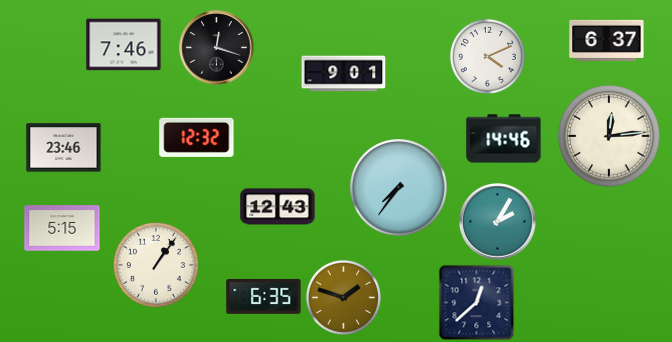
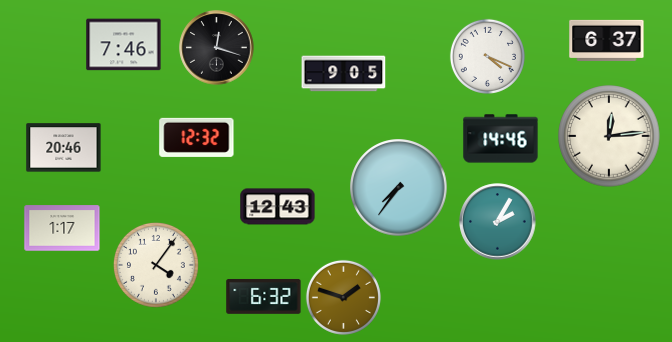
clock at (487, 56): 4:11 -> 4:19
clock at (344, 74): 9:01 -> 9:05
clock at (504, 139) position: (504, 139) -> (501, 139)
clock at (64, 148): 23:46 -> 20:46
clock at (62, 228): 5:15 -> 1:17
clock at (156, 265): 1:06 -> 4:06
clock at (264, 296): 6:35 -> 6:32
clock at (477, 303): 12:38 -> none
